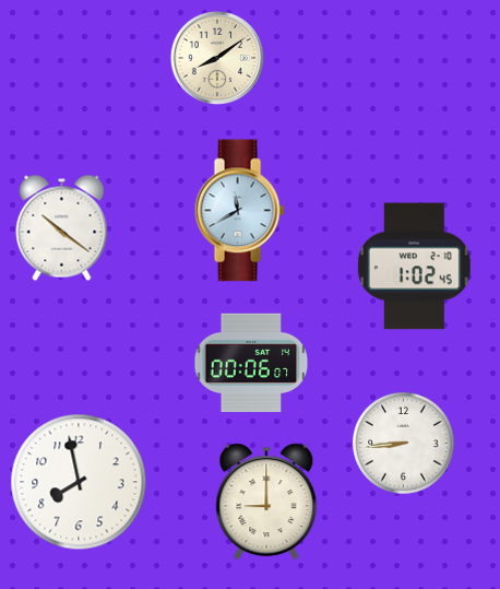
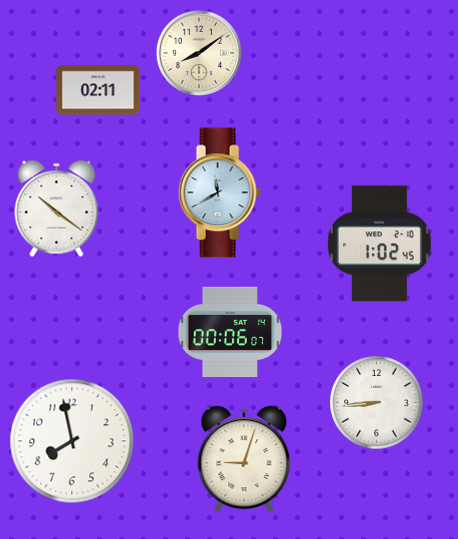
clock at (98, 90): none -> 02:11
clock at (404, 444) position: (404, 444) -> (377, 403)
clock at (266, 502): 9:00 -> 9:03
